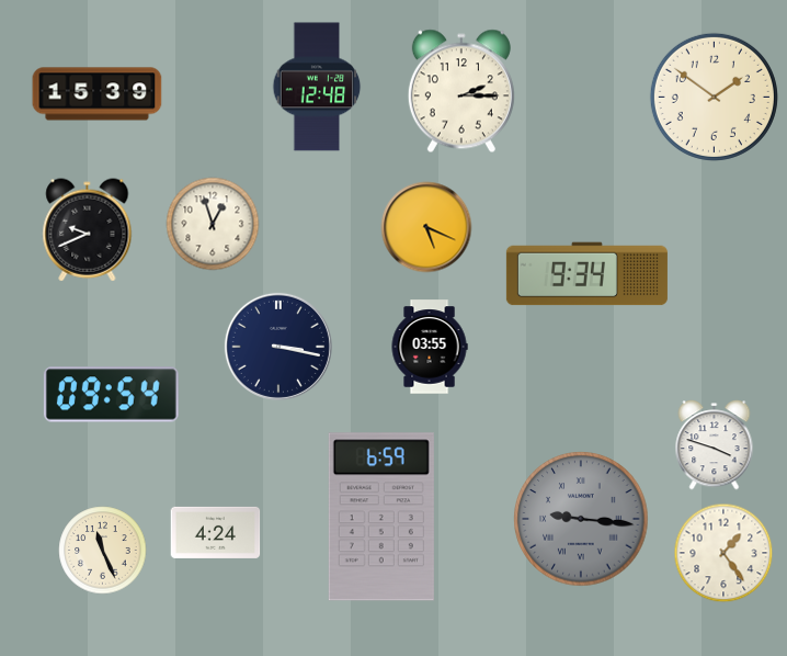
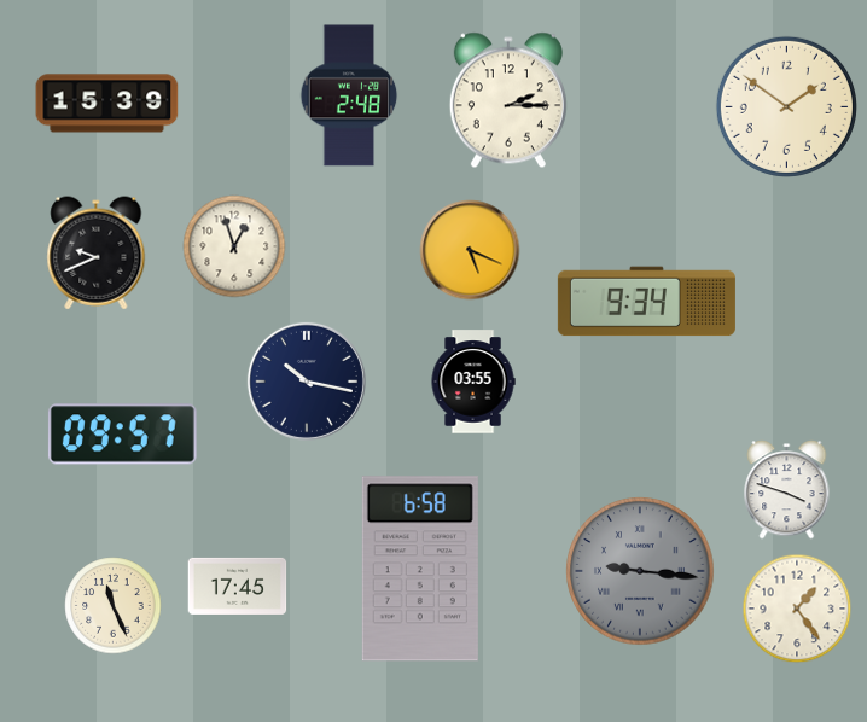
clock at (317, 87): 12:48 -> 2:48
clock at (278, 347): 3:17 -> 10:17
clock at (111, 395): 09:54 -> 09:57
clock at (381, 517): 6:59 -> 6:58
clock at (216, 532): 4:24 -> 17:45
